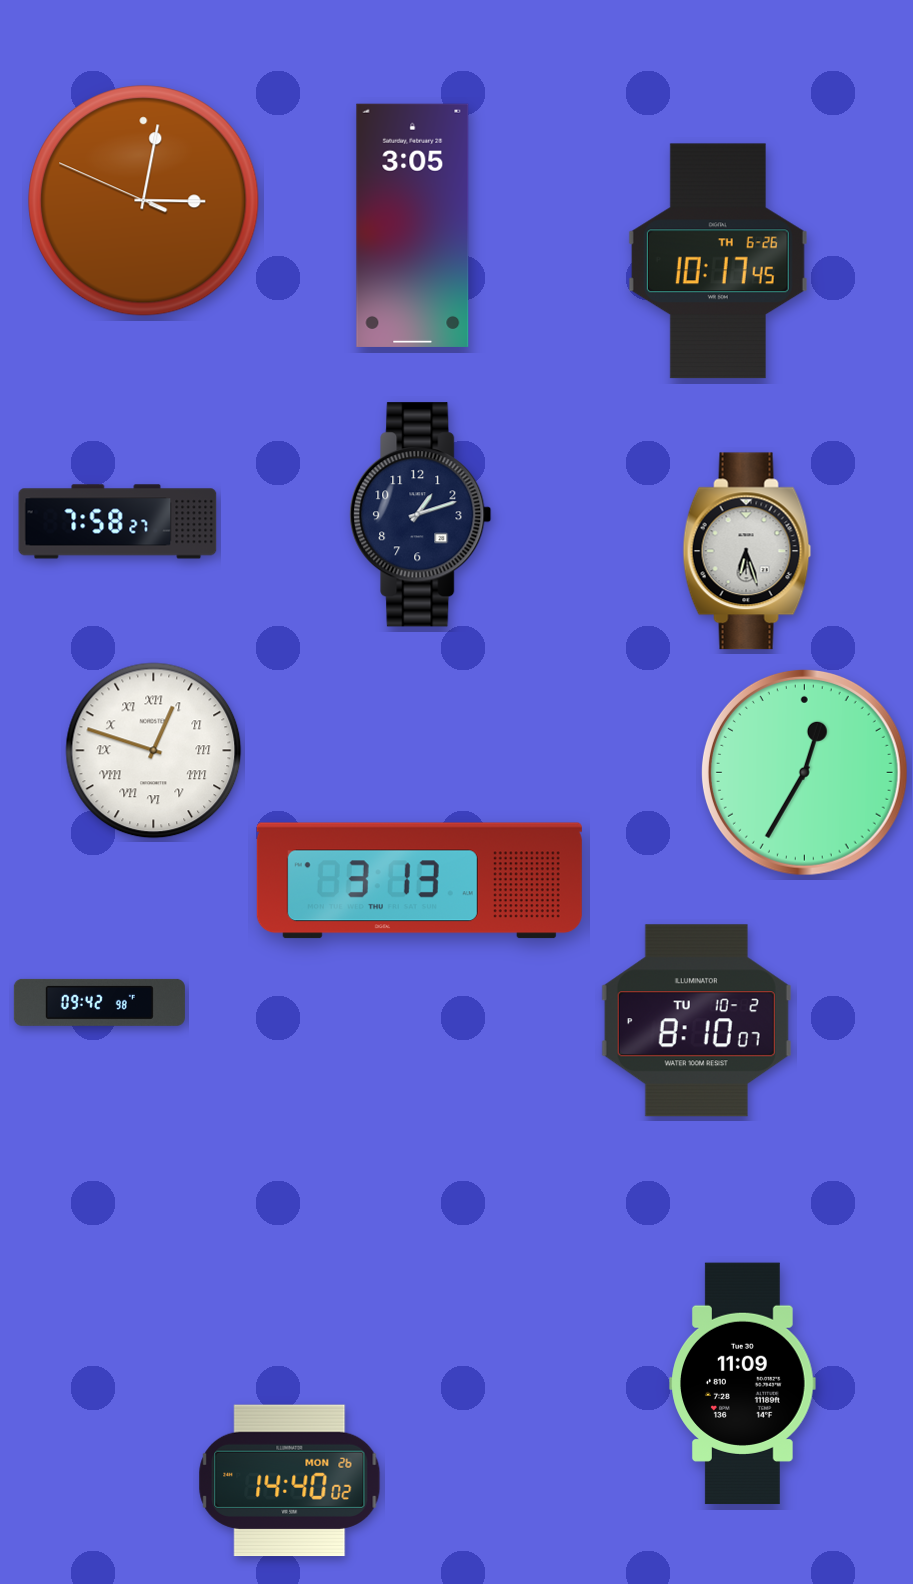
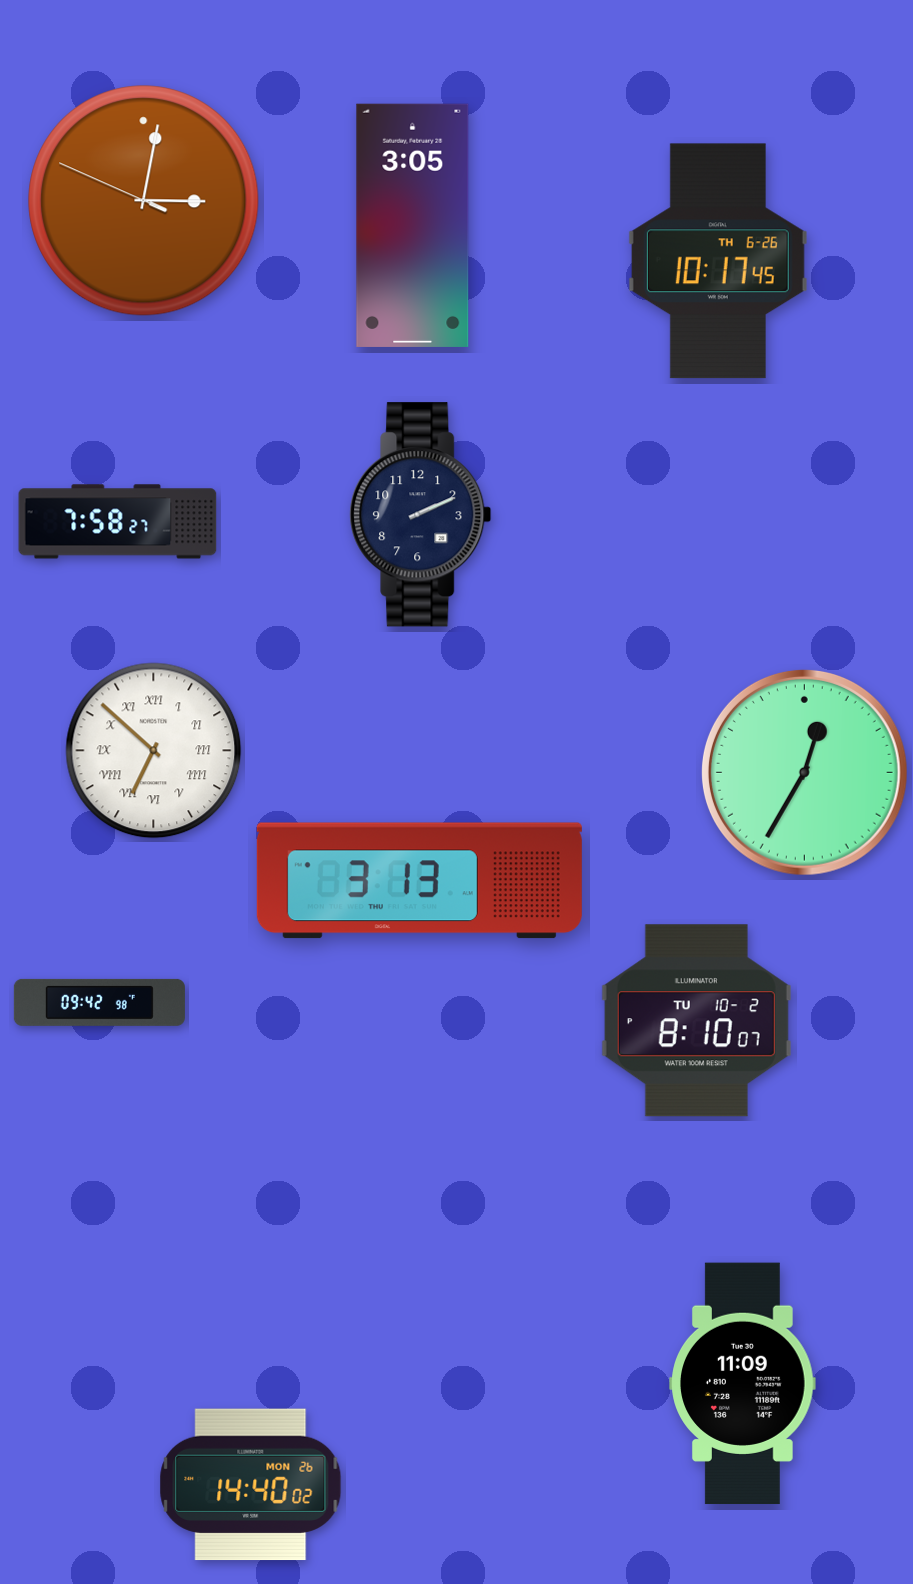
clock at (421, 515): 1:12 -> 2:11
clock at (747, 551): 6:27 -> none
clock at (154, 751): 12:48 -> 6:52
clock at (290, 1481) position: (290, 1481) -> (251, 1485)
